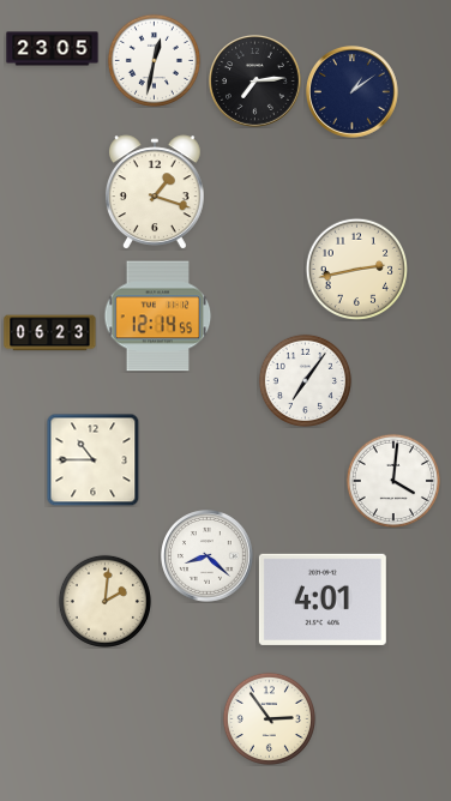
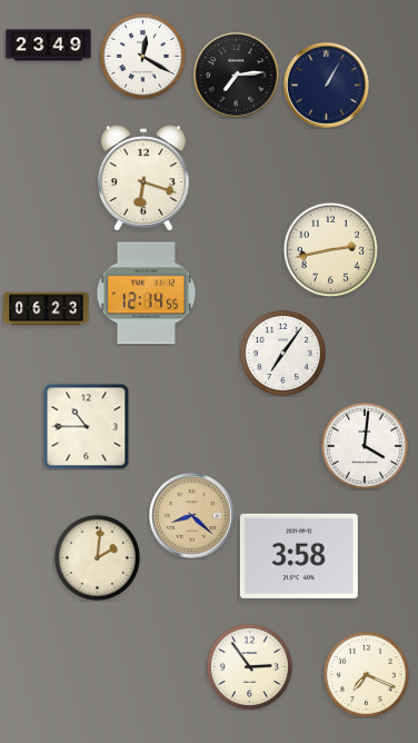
clock at (53, 49): 23:05 -> 23:49
clock at (154, 60): 12:32 -> 12:20
clock at (353, 92): 1:09 -> 1:05
clock at (155, 192): 1:18 -> 6:18
clock at (208, 556) dial: white -> champagne
clock at (323, 600): 4:01 -> 3:58
clock at (366, 674): none -> 7:19
